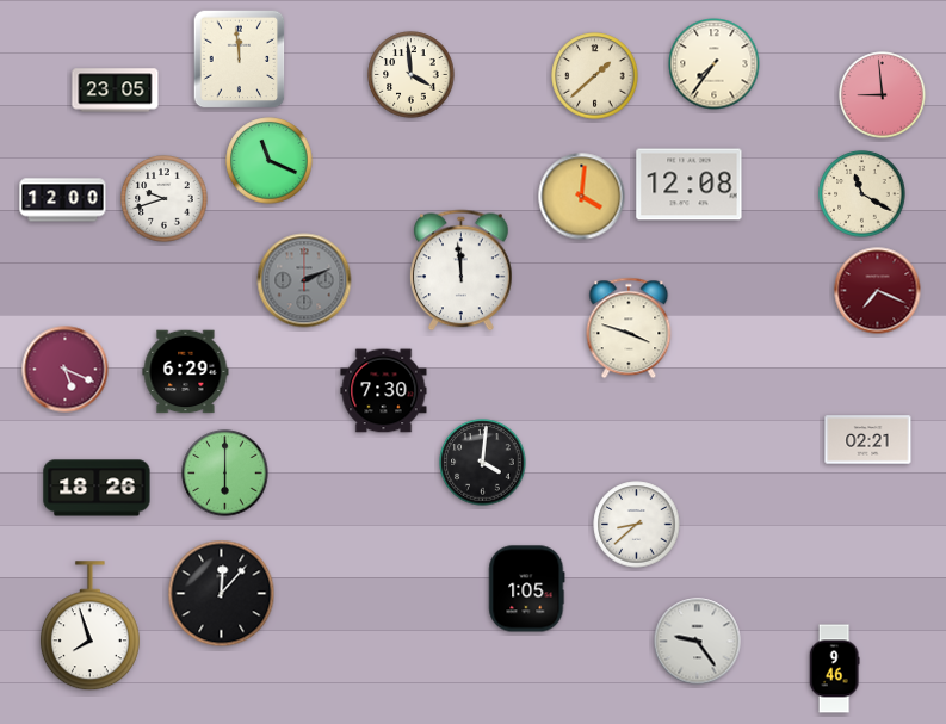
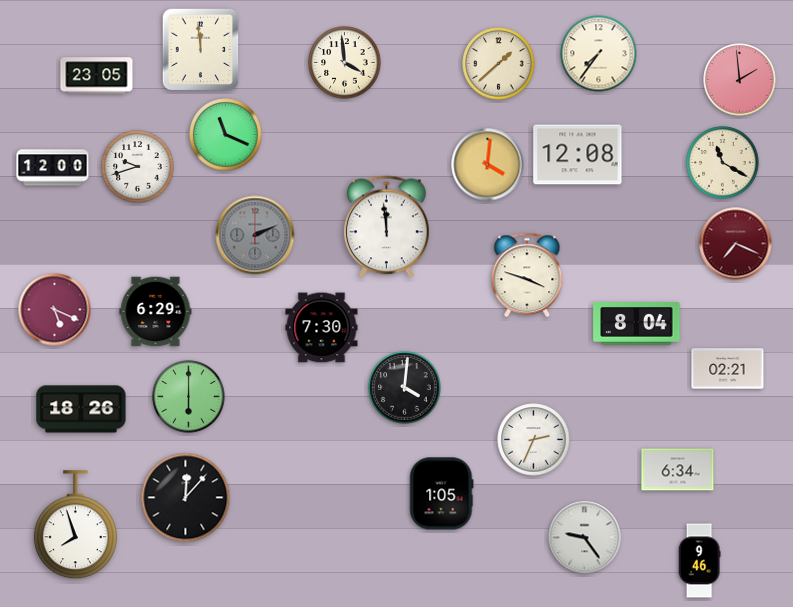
clock at (883, 95): 8:59 -> 1:59
clock at (637, 324): none -> 8:04
clock at (637, 525): 8:38 -> 2:34
clock at (678, 470): none -> 6:34
